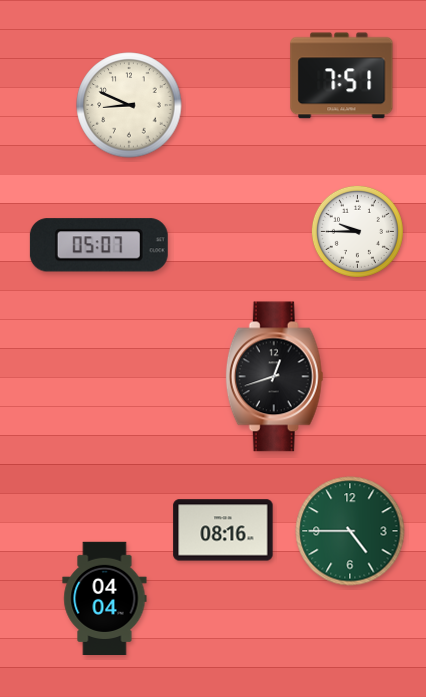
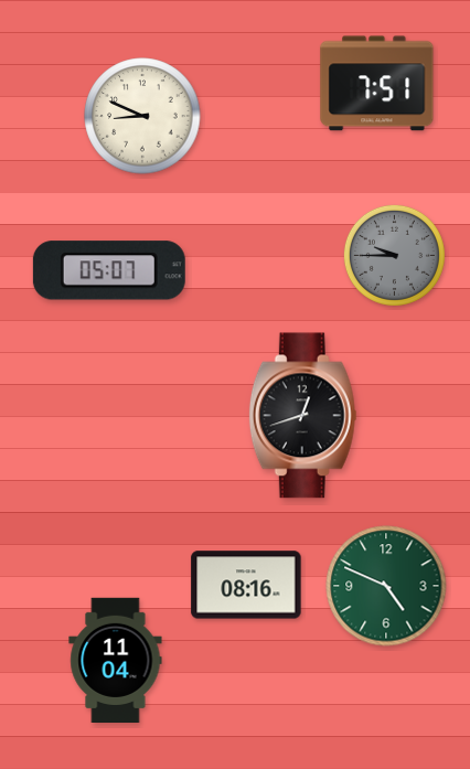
clock at (357, 231) dial: white -> grey
clock at (350, 531): 4:45 -> 4:49
clock at (105, 598): 04:04 -> 11:04
